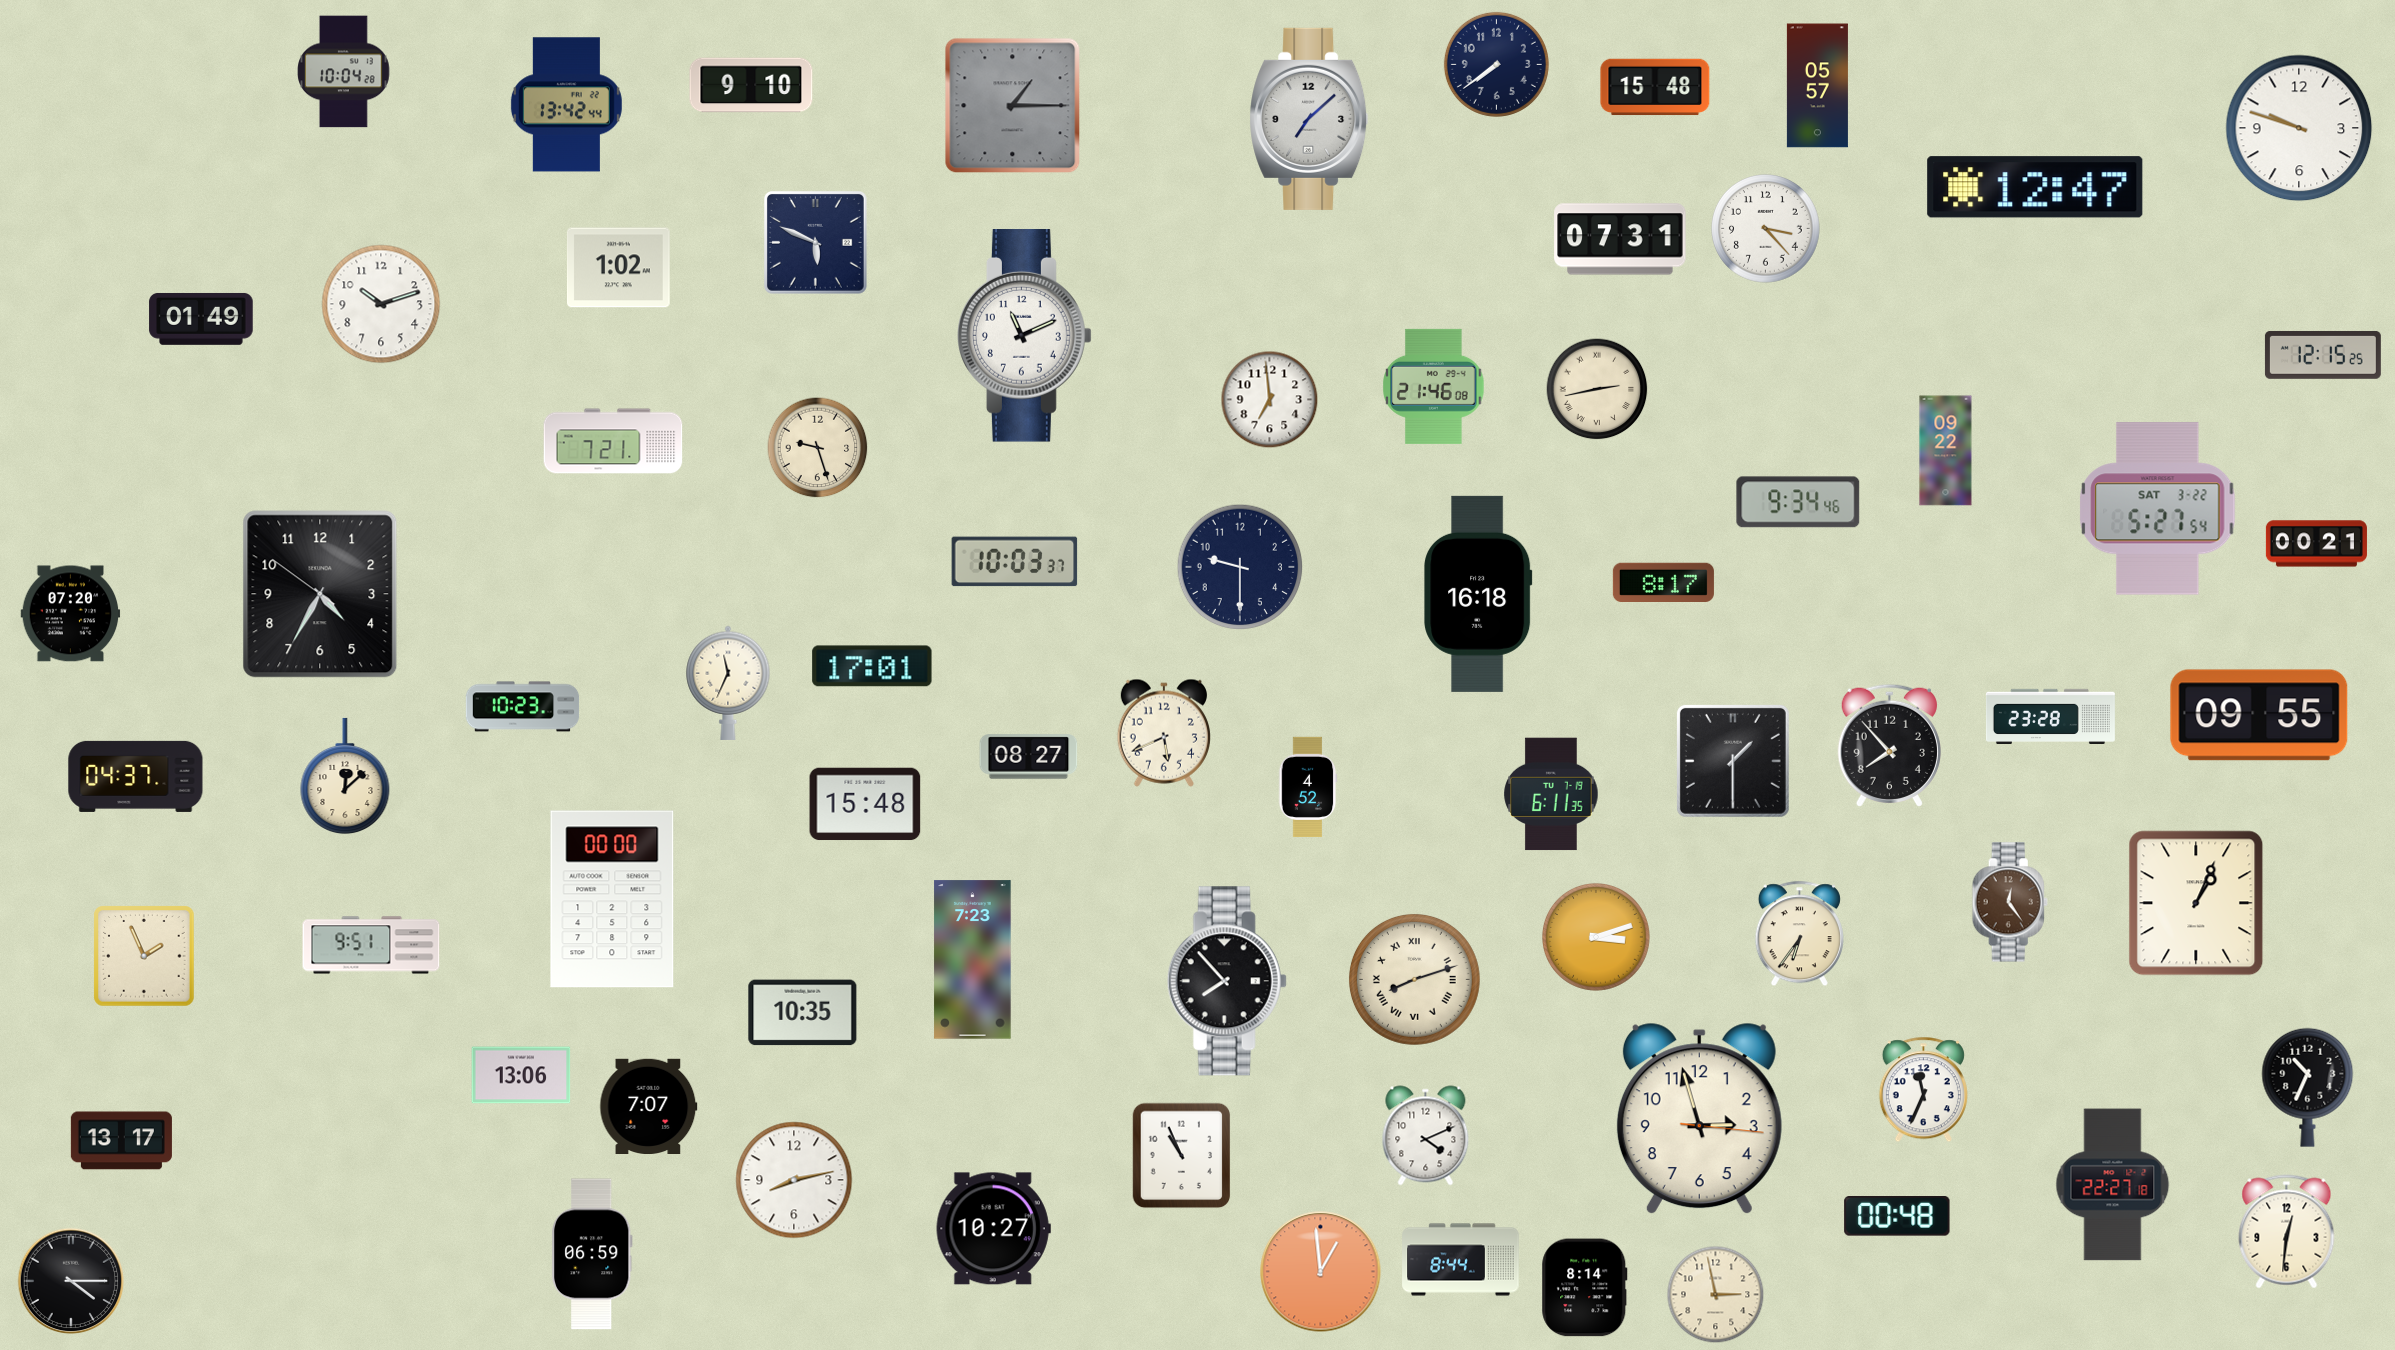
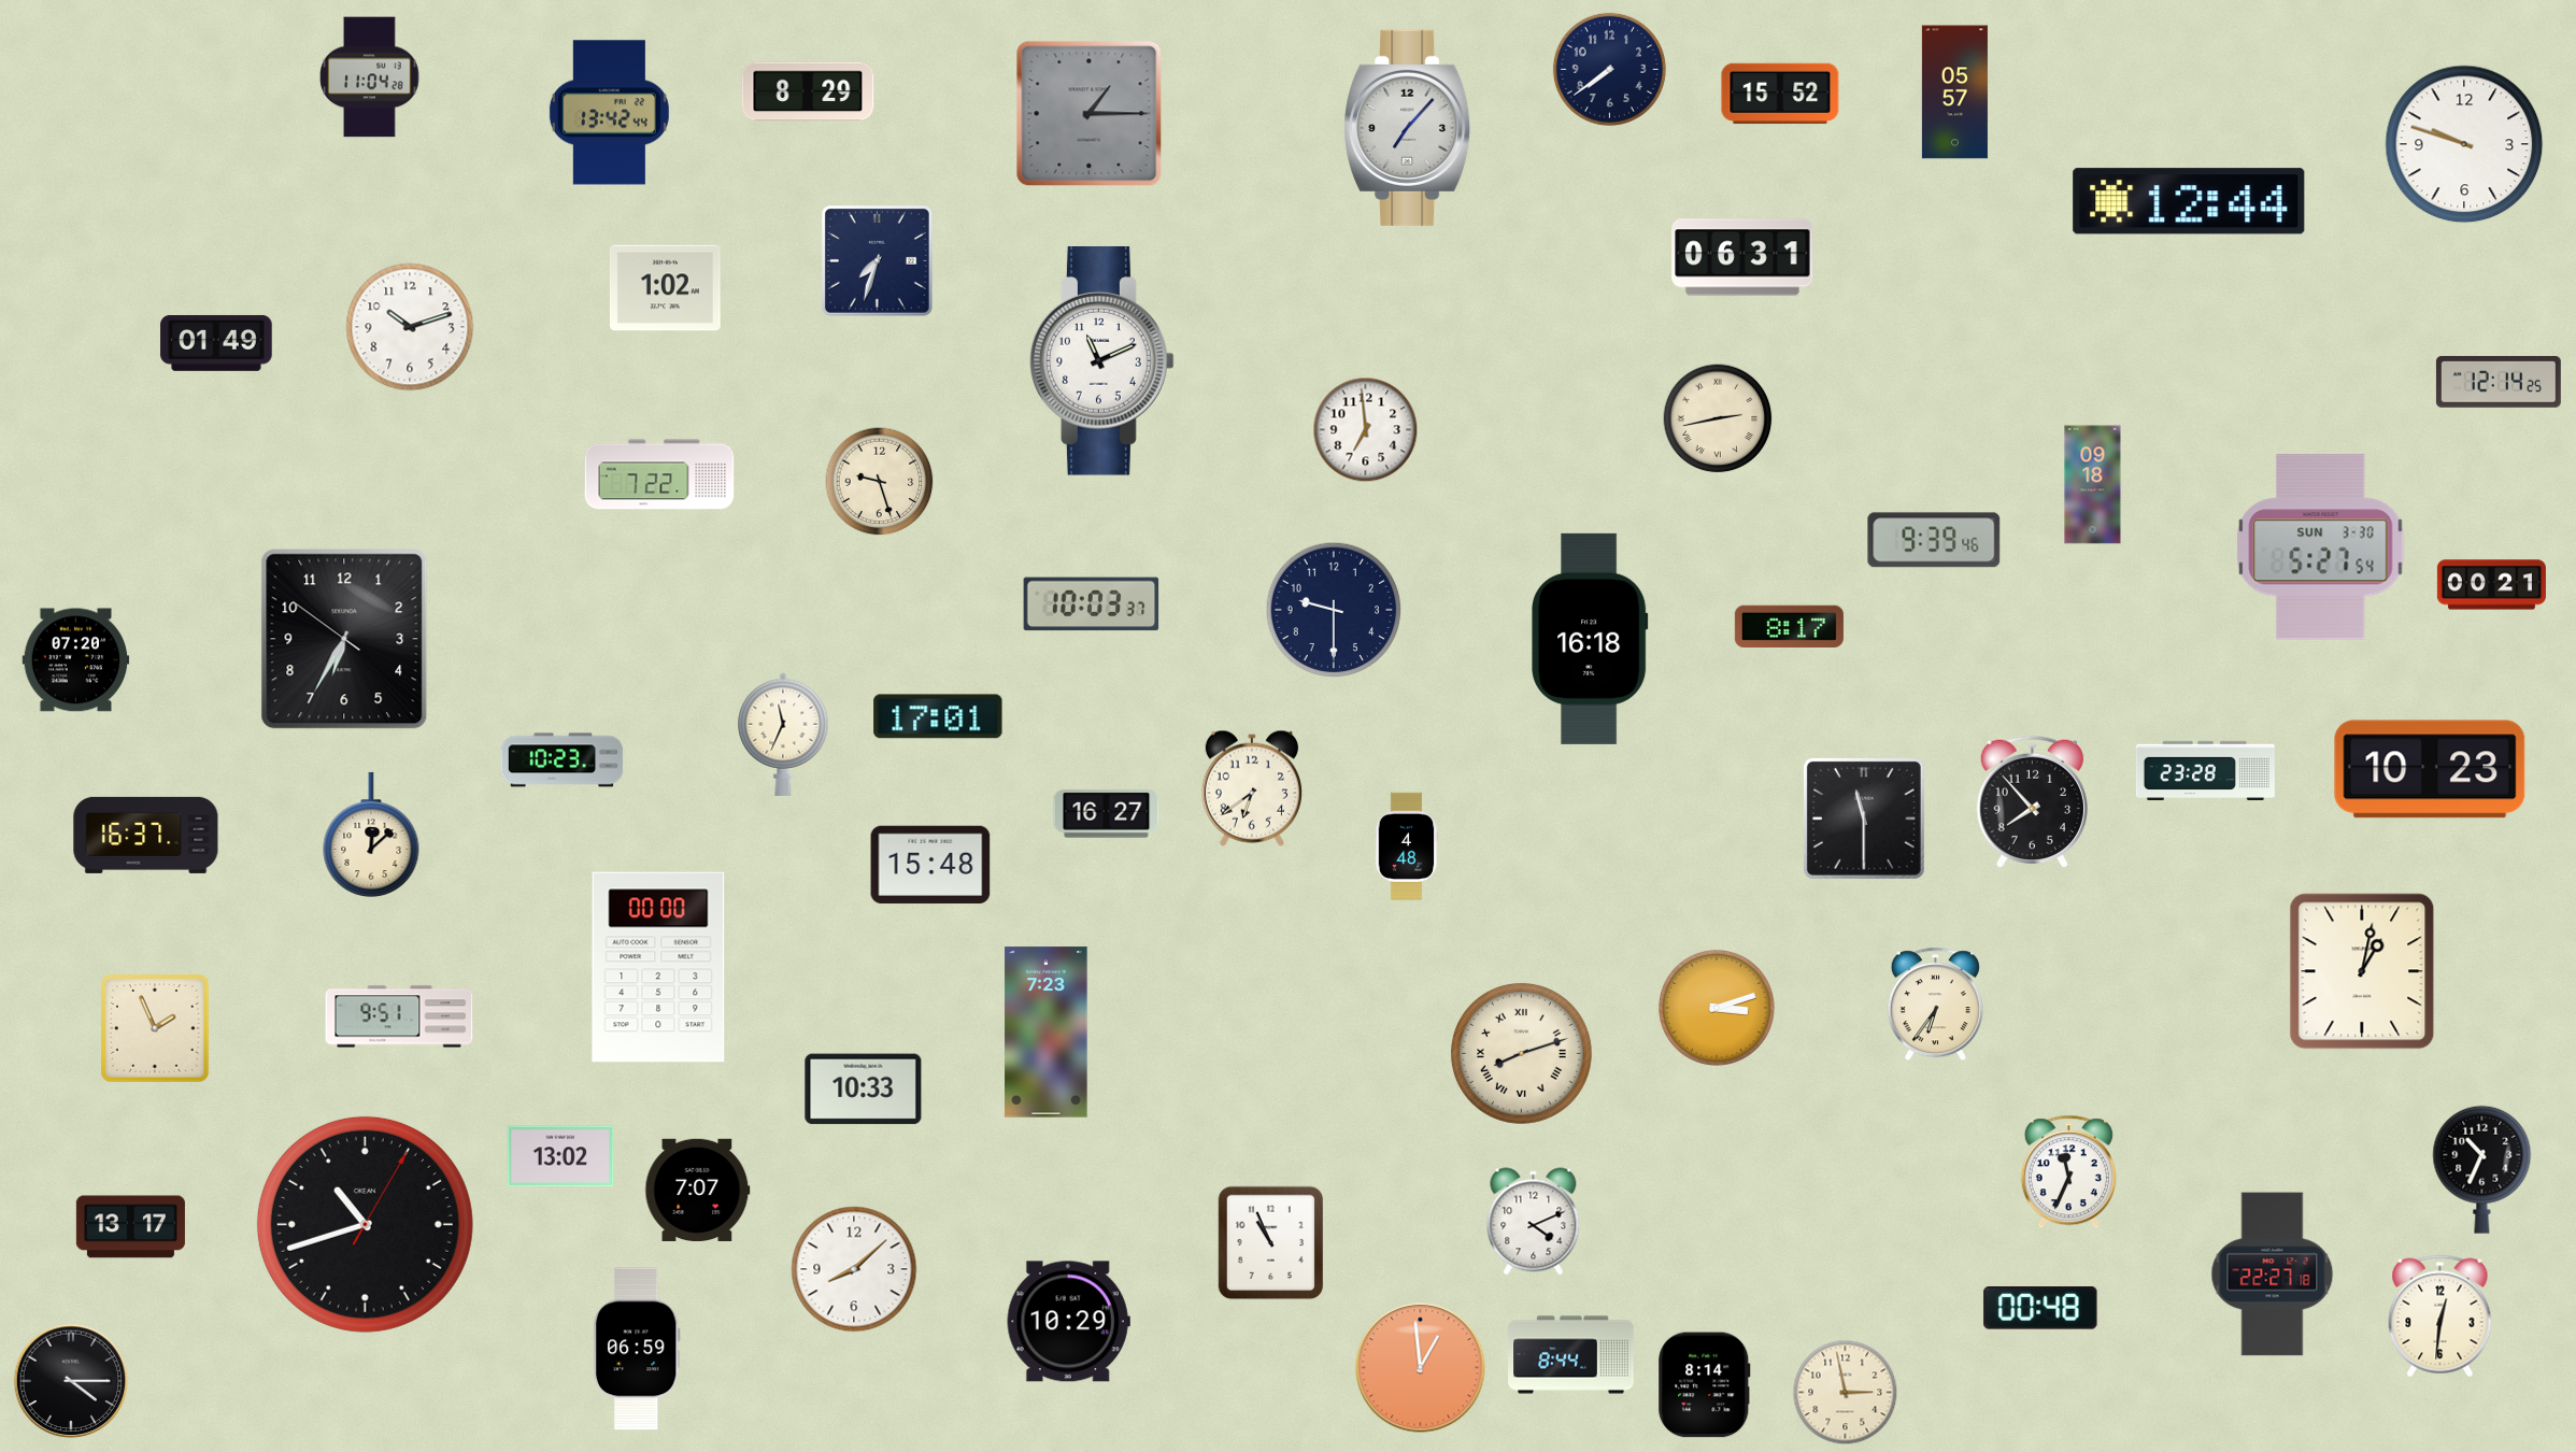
clock at (344, 72): 10:04 -> 11:04
clock at (751, 85): 9:10 -> 8:29
clock at (1655, 87): 15:48 -> 15:52
clock at (1309, 119): 7:08 -> 7:07
clock at (2299, 128) position: (2299, 128) -> (2464, 144)
clock at (2035, 187): 12:47 -> 12:44
clock at (1766, 229): 3:23 -> none
clock at (1620, 239): 07:31 -> 06:31
clock at (815, 242): 5:49 -> 7:33
clock at (2323, 355): 12:15 -> 12:14
clock at (1434, 386): 21:46 -> none
clock at (613, 441): 7:21 -> 7:22
clock at (1946, 451): 09:22 -> 09:18
clock at (1798, 502): 9:34 -> 9:39
clock at (2158, 509) date: SAT 3-22 -> SUN 3-30
clock at (320, 594): 4:34 -> 6:34
clock at (2259, 715): 09:55 -> 10:23
clock at (1164, 733): 5:41 -> 6:39
clock at (1029, 757): 08:27 -> 16:27
clock at (1733, 761): 1:30 -> 11:30
clock at (136, 776): 04:37 -> 16:37
clock at (1308, 786): 4:52 -> 4:48
clock at (1551, 794): 6:11 -> none
clock at (2010, 902): 12:24 -> none
clock at (2196, 903): 1:04 -> 1:02
clock at (1227, 981): 7:53 -> none
clock at (803, 1013): 10:35 -> 10:33
clock at (521, 1075): 13:06 -> 13:02
clock at (1699, 1119): 2:57 -> none
clock at (365, 1224): none -> 10:42
clock at (794, 1180): 8:13 -> 8:08
clock at (993, 1229): 10:27 -> 10:29
clock at (2287, 1232) position: (2287, 1232) -> (2440, 1316)
clock at (71, 1281) position: (71, 1281) -> (71, 1381)
